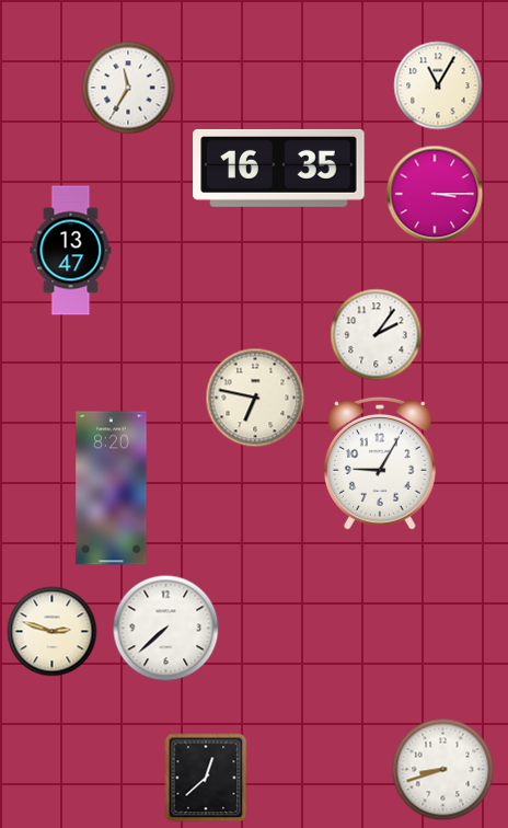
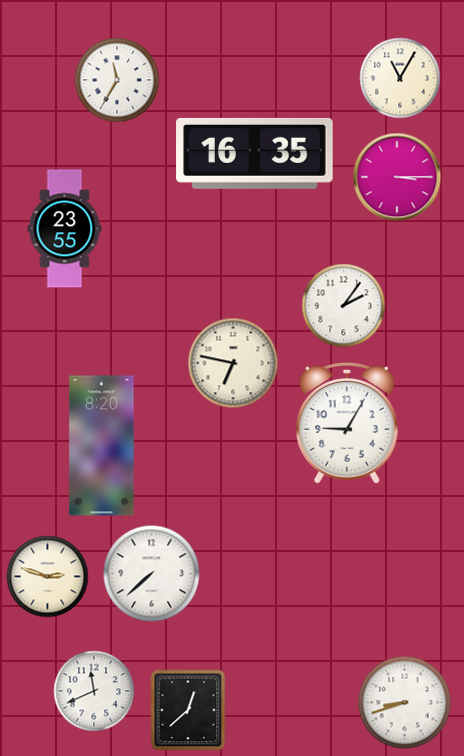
clock at (71, 251): 13:47 -> 23:55
clock at (94, 691): none -> 11:41
